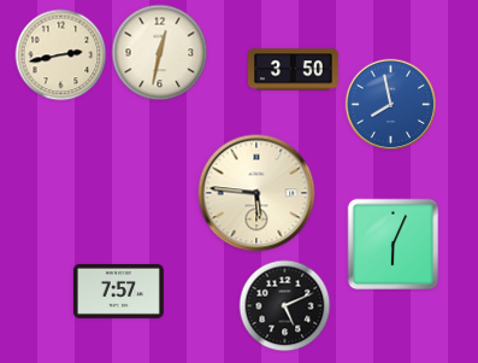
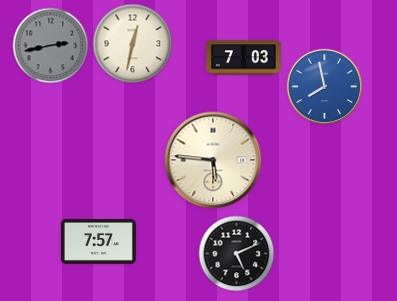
clock at (61, 55) dial: cream -> grey
clock at (293, 70): 3:50 -> 7:03
clock at (394, 245): 6:04 -> none
